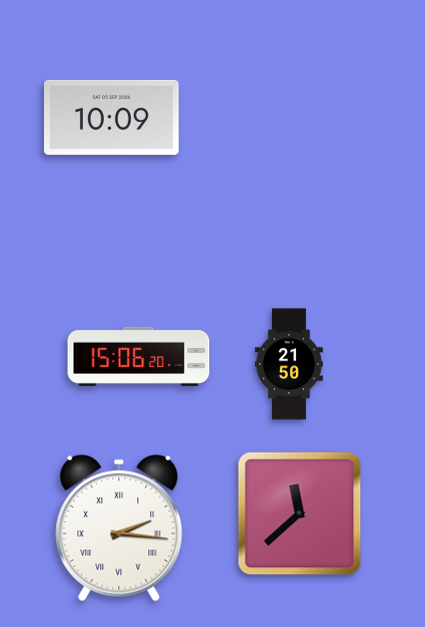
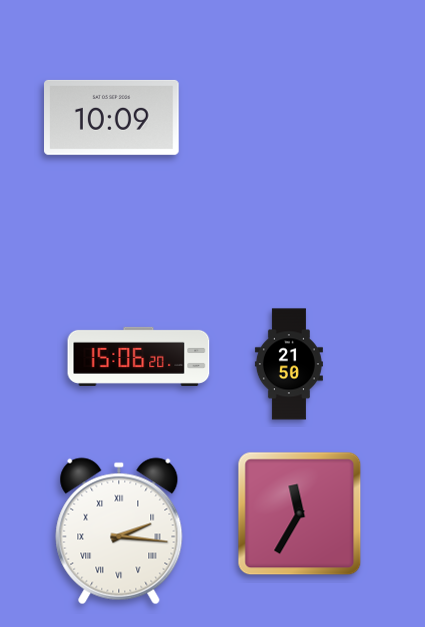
clock at (300, 514): 11:38 -> 11:35
clock at (119, 528) position: (119, 528) -> (119, 531)
